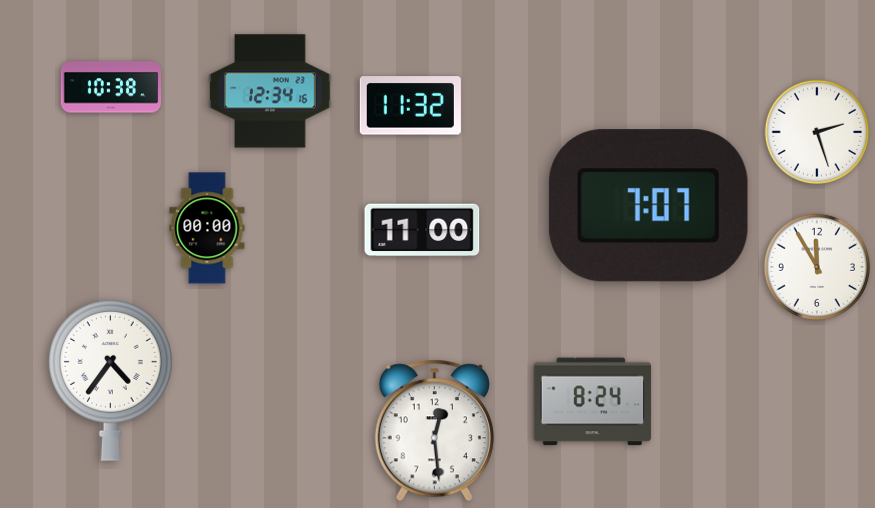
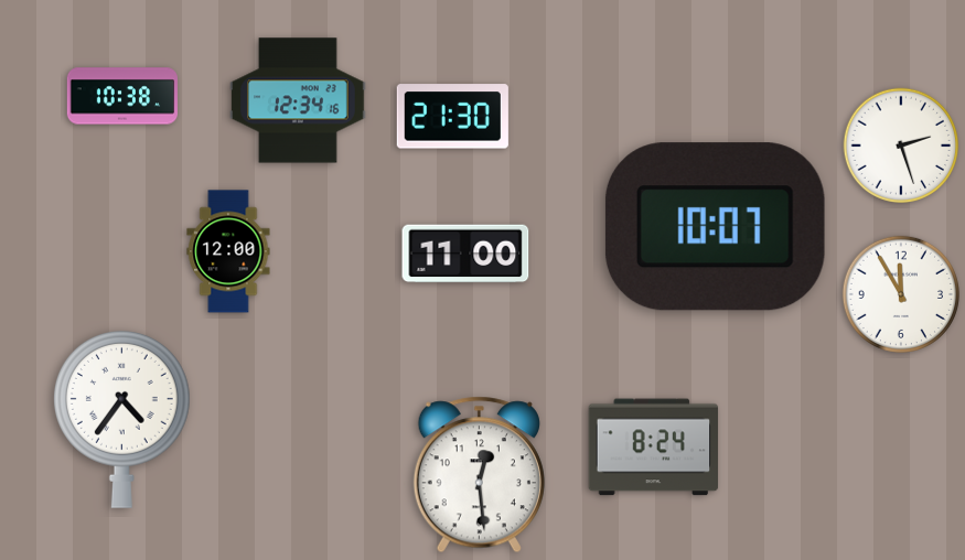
clock at (410, 106): 11:32 -> 21:30
clock at (648, 206): 7:07 -> 10:07
clock at (207, 228): 00:00 -> 12:00
clock at (593, 402) position: (593, 402) -> (654, 448)
